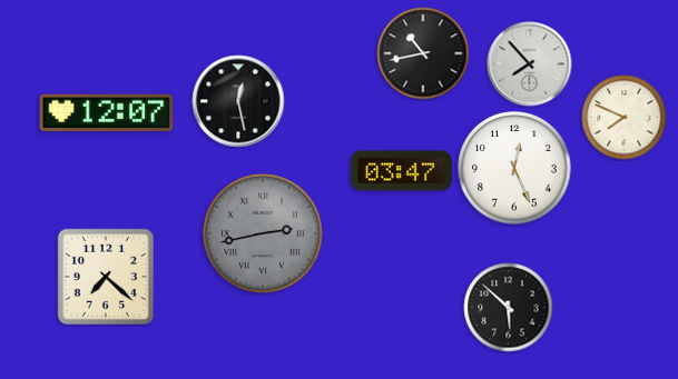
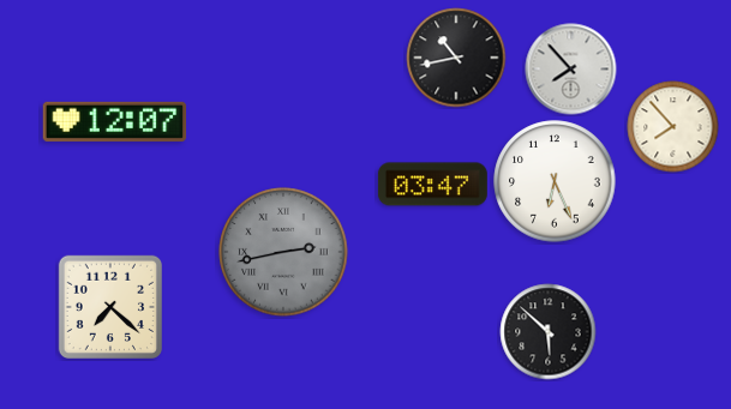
clock at (238, 101): 12:28 -> none
clock at (625, 118): 7:49 -> 7:53
clock at (514, 168): 12:26 -> 6:26
clock at (105, 276) position: (105, 276) -> (109, 306)
